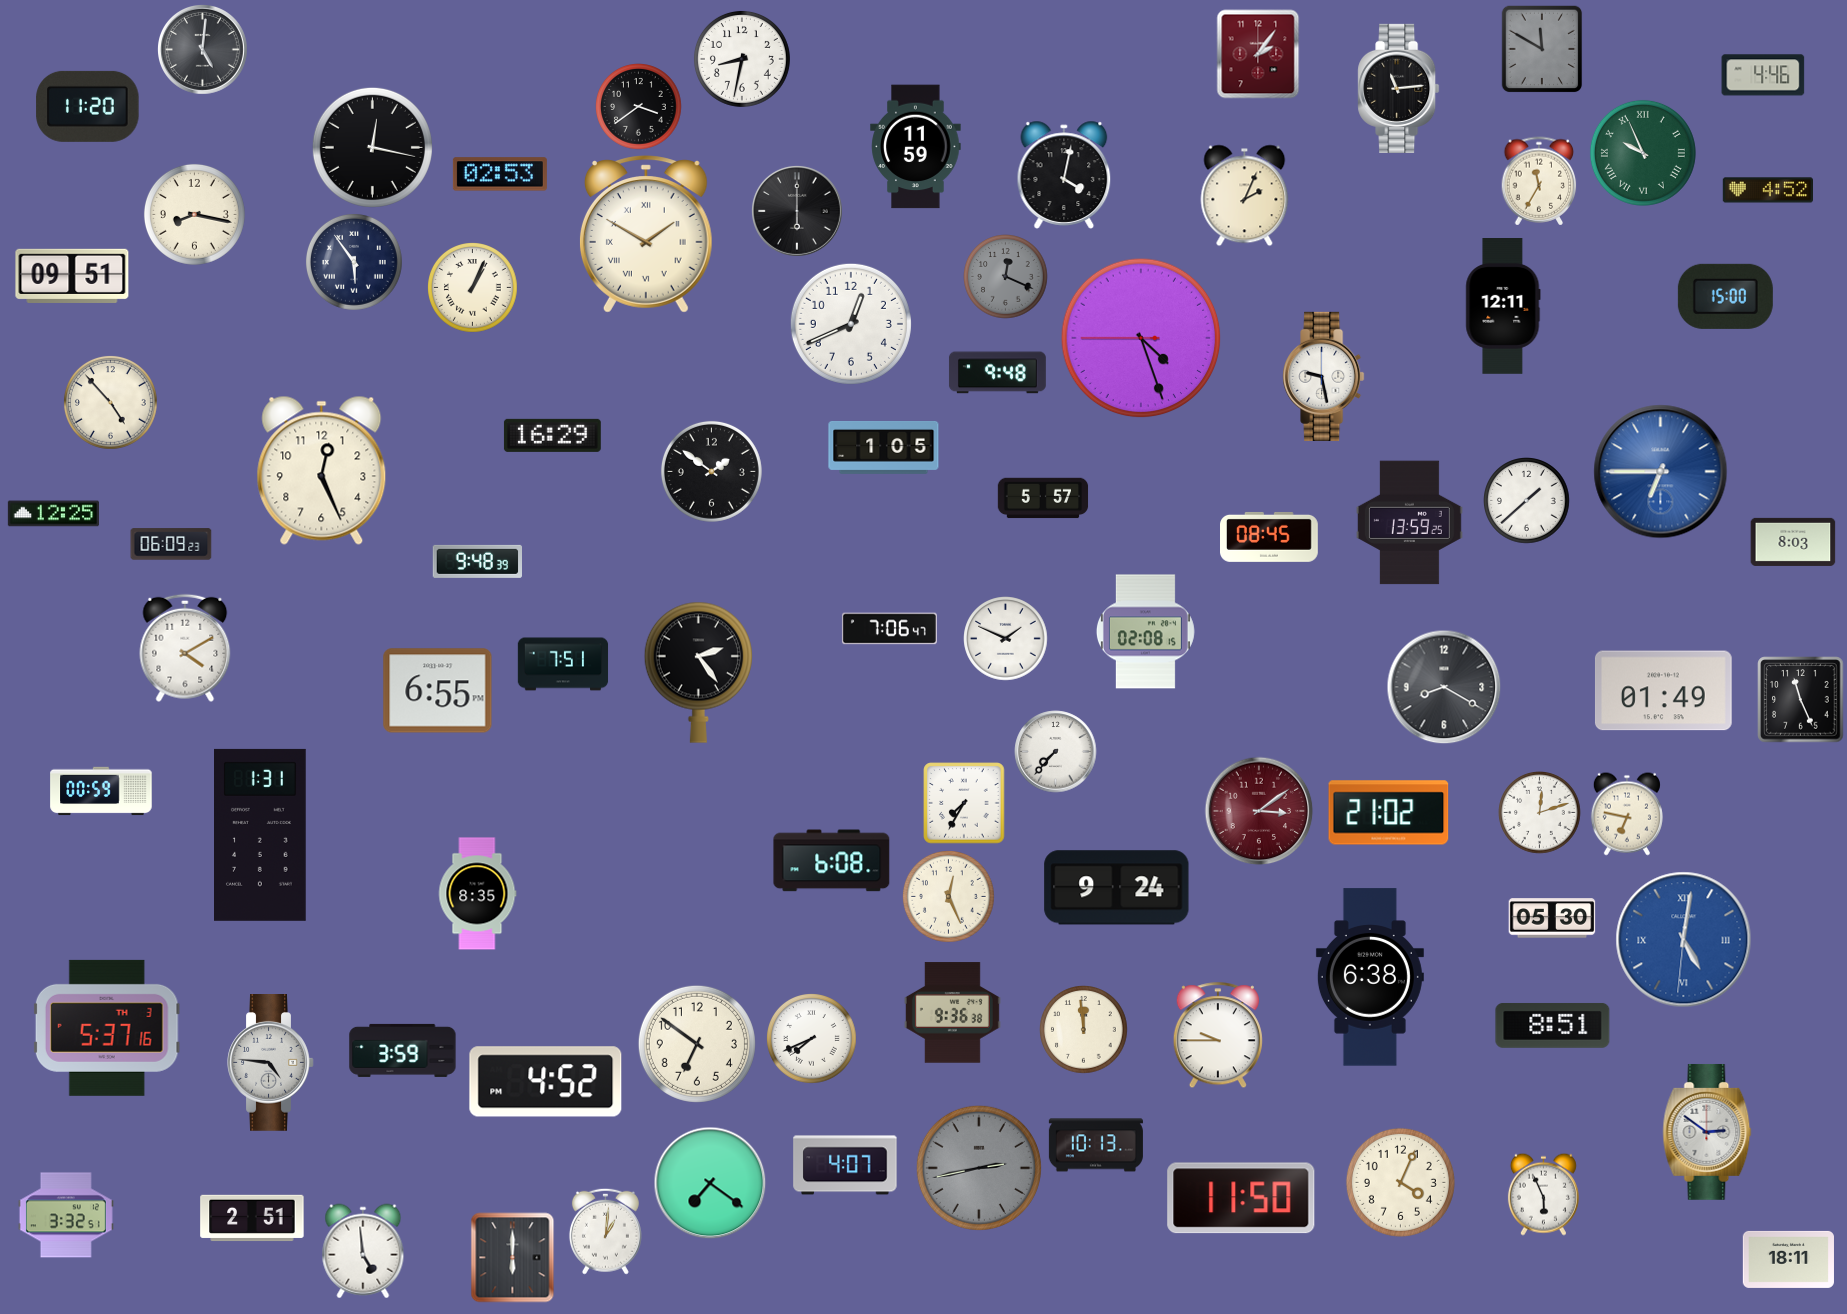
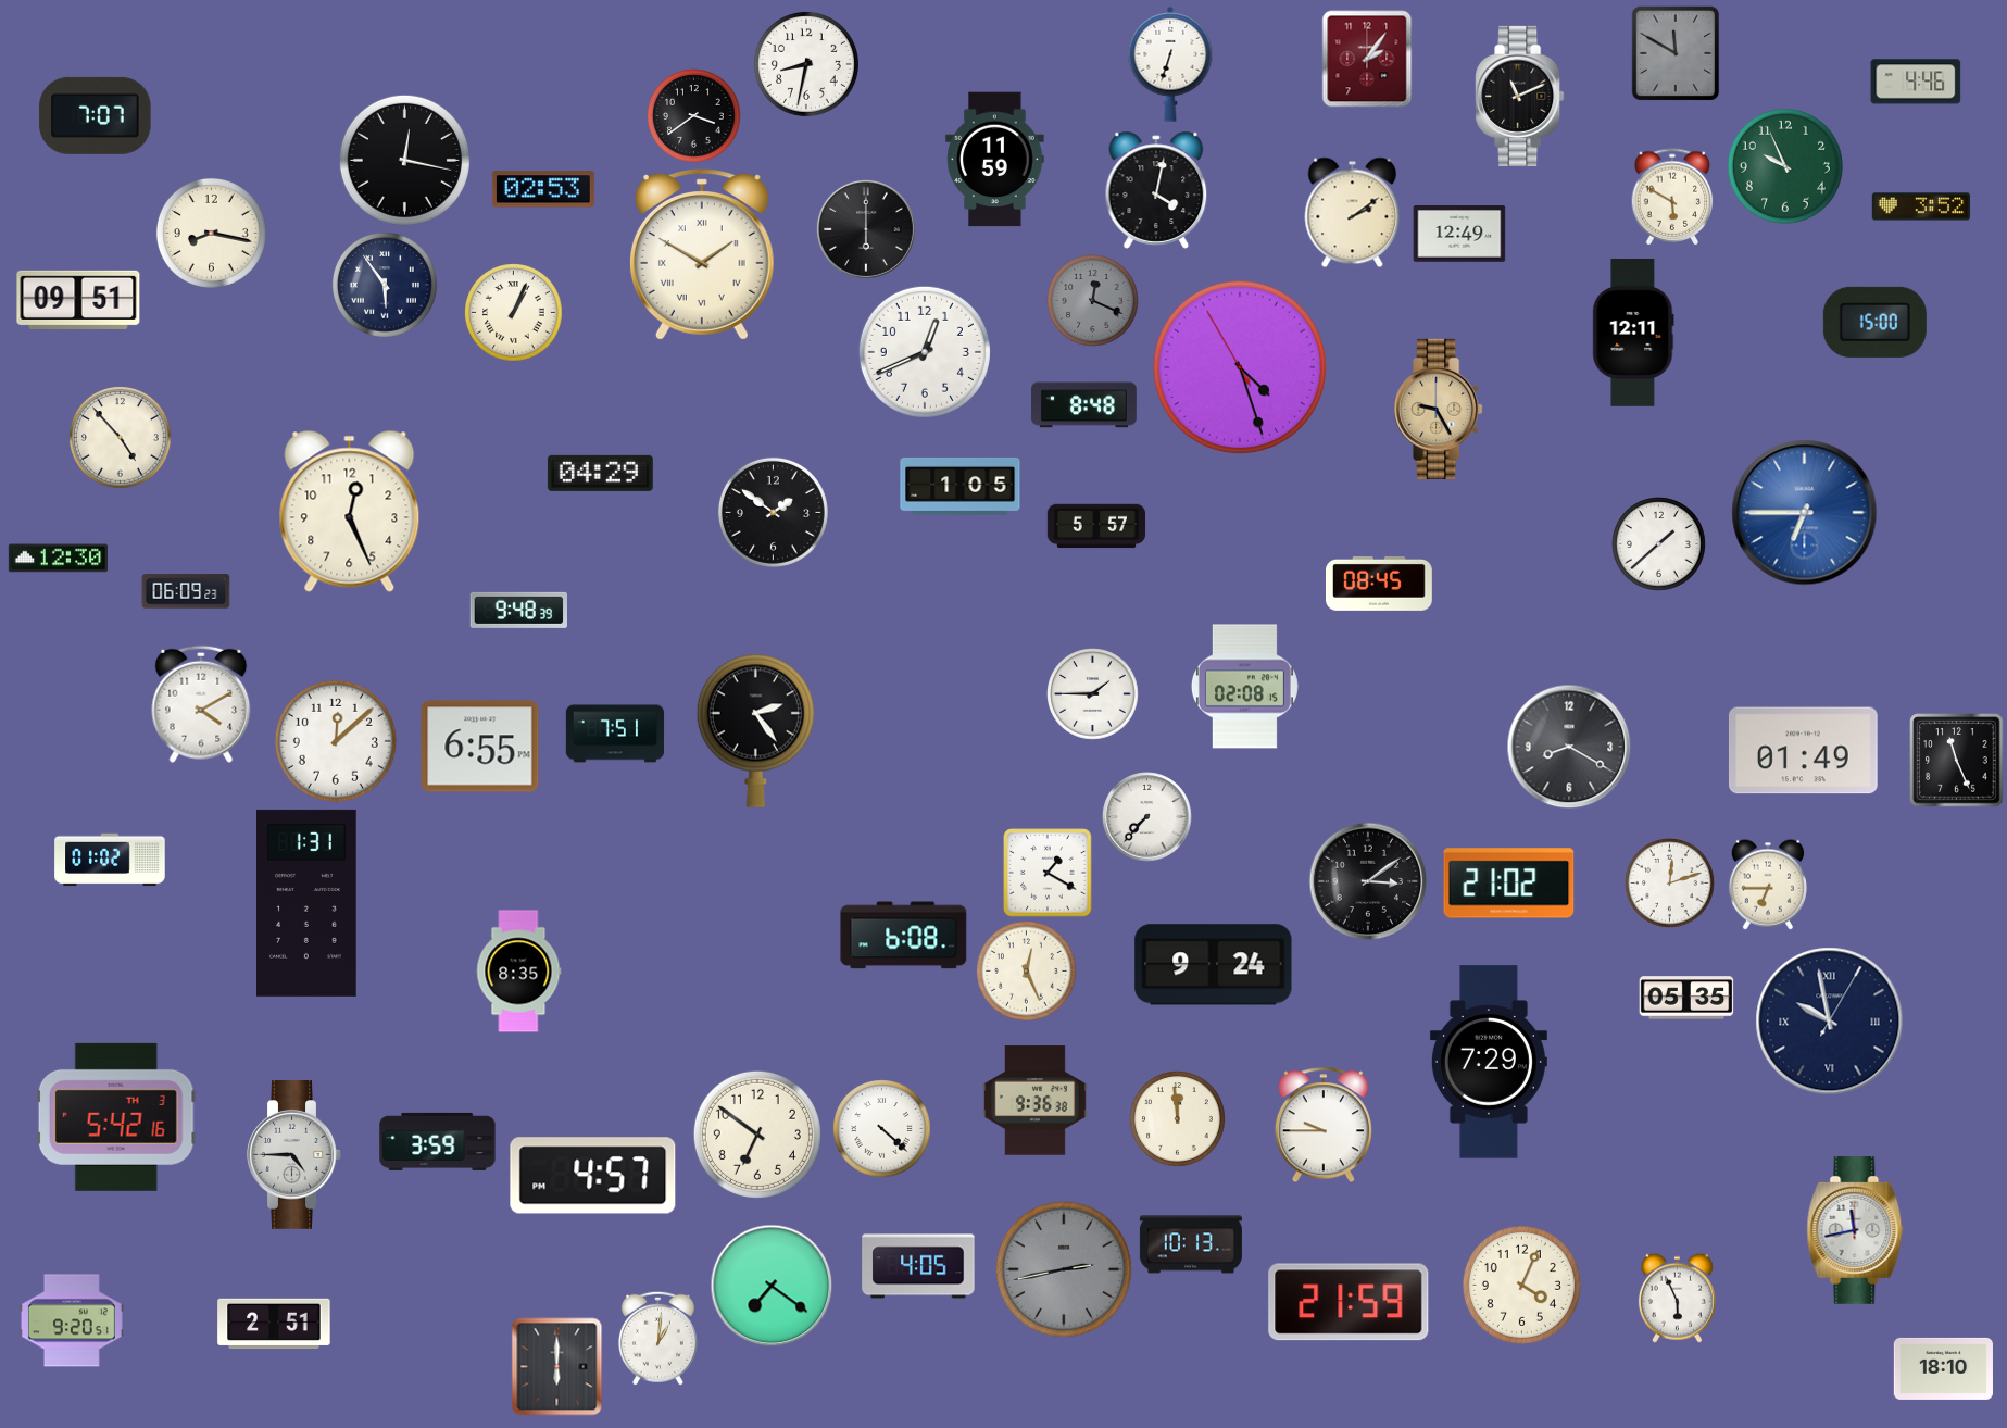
clock at (203, 50): 5:01 -> none
clock at (1170, 64): none -> 6:33
clock at (1399, 88): 11:14 -> 11:11
clock at (88, 106): 11:20 -> 7:07
clock at (1643, 153) numerals: Roman -> Arabic
clock at (1539, 181): 11:35 -> 5:50
clock at (1767, 190): 4:52 -> 3:52
clock at (1245, 196): 2:04 -> 2:09
clock at (1459, 235): none -> 12:49
clock at (1141, 338): 4:26:45 -> 4:26:55
clock at (997, 373): 9:48 -> 8:48
clock at (1324, 376): 9:28 -> 9:25
clock at (1324, 376) dial: white -> champagne
clock at (552, 435): 16:29 -> 04:29
clock at (1043, 498) position: (1043, 498) -> (1096, 526)
clock at (53, 514): 12:25 -> 12:30
clock at (1409, 523): 13:59 -> none
clock at (1793, 542): 8:03 -> none
clock at (889, 629): 7:06 -> none
clock at (1006, 639): 1:49 -> 1:45
clock at (563, 664) position: (563, 664) -> (615, 734)
clock at (698, 672) position: (698, 672) -> (755, 730)
clock at (336, 741): none -> 12:08
clock at (438, 691) position: (438, 691) -> (480, 747)
clock at (1664, 691) position: (1664, 691) -> (1804, 751)
clock at (101, 791): 00:59 -> 01:02
clock at (964, 803): 7:35 -> 1:20
clock at (1259, 811) dial: burgundy -> black
clock at (1540, 813) position: (1540, 813) -> (1670, 884)
clock at (1627, 814): 6:47 -> 6:45
clock at (261, 835) position: (261, 835) -> (308, 903)
clock at (949, 897) position: (949, 897) -> (1027, 972)
clock at (1552, 918): 05:30 -> 05:35
clock at (1684, 940): 5:01 -> 9:58
clock at (1684, 940) dial: blue -> navy
clock at (1370, 977): 6:38 -> 7:29
clock at (1553, 1025): 8:51 -> none
clock at (107, 1028): 5:37 -> 5:42
clock at (812, 1039): 7:41 -> 4:22
clock at (271, 1063): 4:46 -> 4:45
clock at (546, 1082): 4:52 -> 4:57
clock at (1707, 1132): 2:51 -> 11:43
clock at (845, 1165): 4:07 -> 4:05
clock at (1241, 1198): 11:50 -> 21:59
clock at (66, 1215): 3:32 -> 9:20
clock at (363, 1251): 4:59 -> none
clock at (1788, 1259): 18:11 -> 18:10
